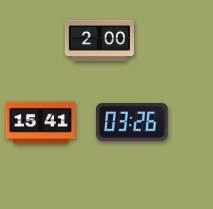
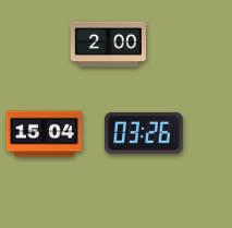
clock at (40, 123): 15:41 -> 15:04
